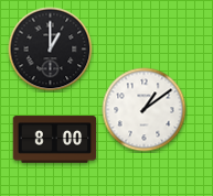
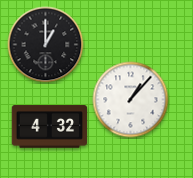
clock at (145, 110): 1:09 -> 1:07
clock at (55, 140): 8:00 -> 4:32
